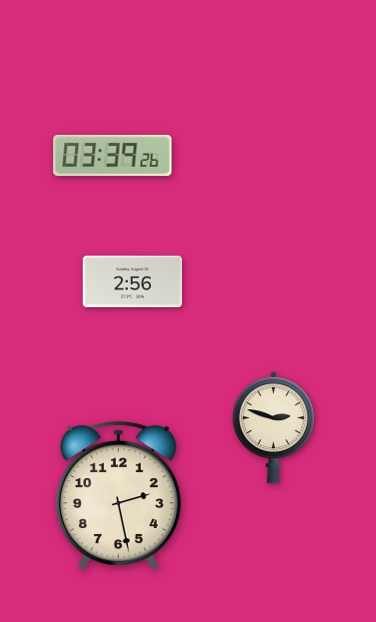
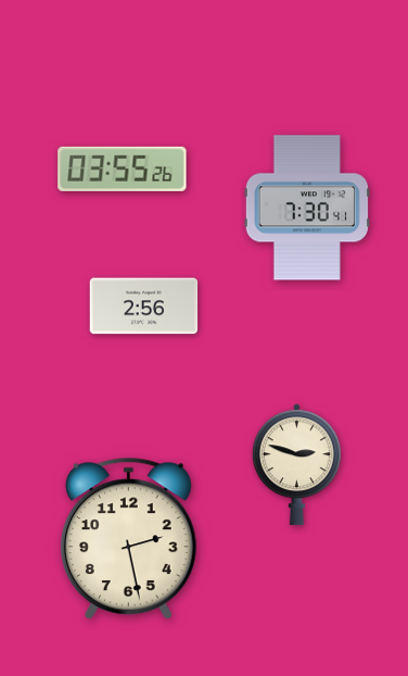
clock at (113, 155): 03:39 -> 03:55
clock at (307, 208): none -> 7:30
